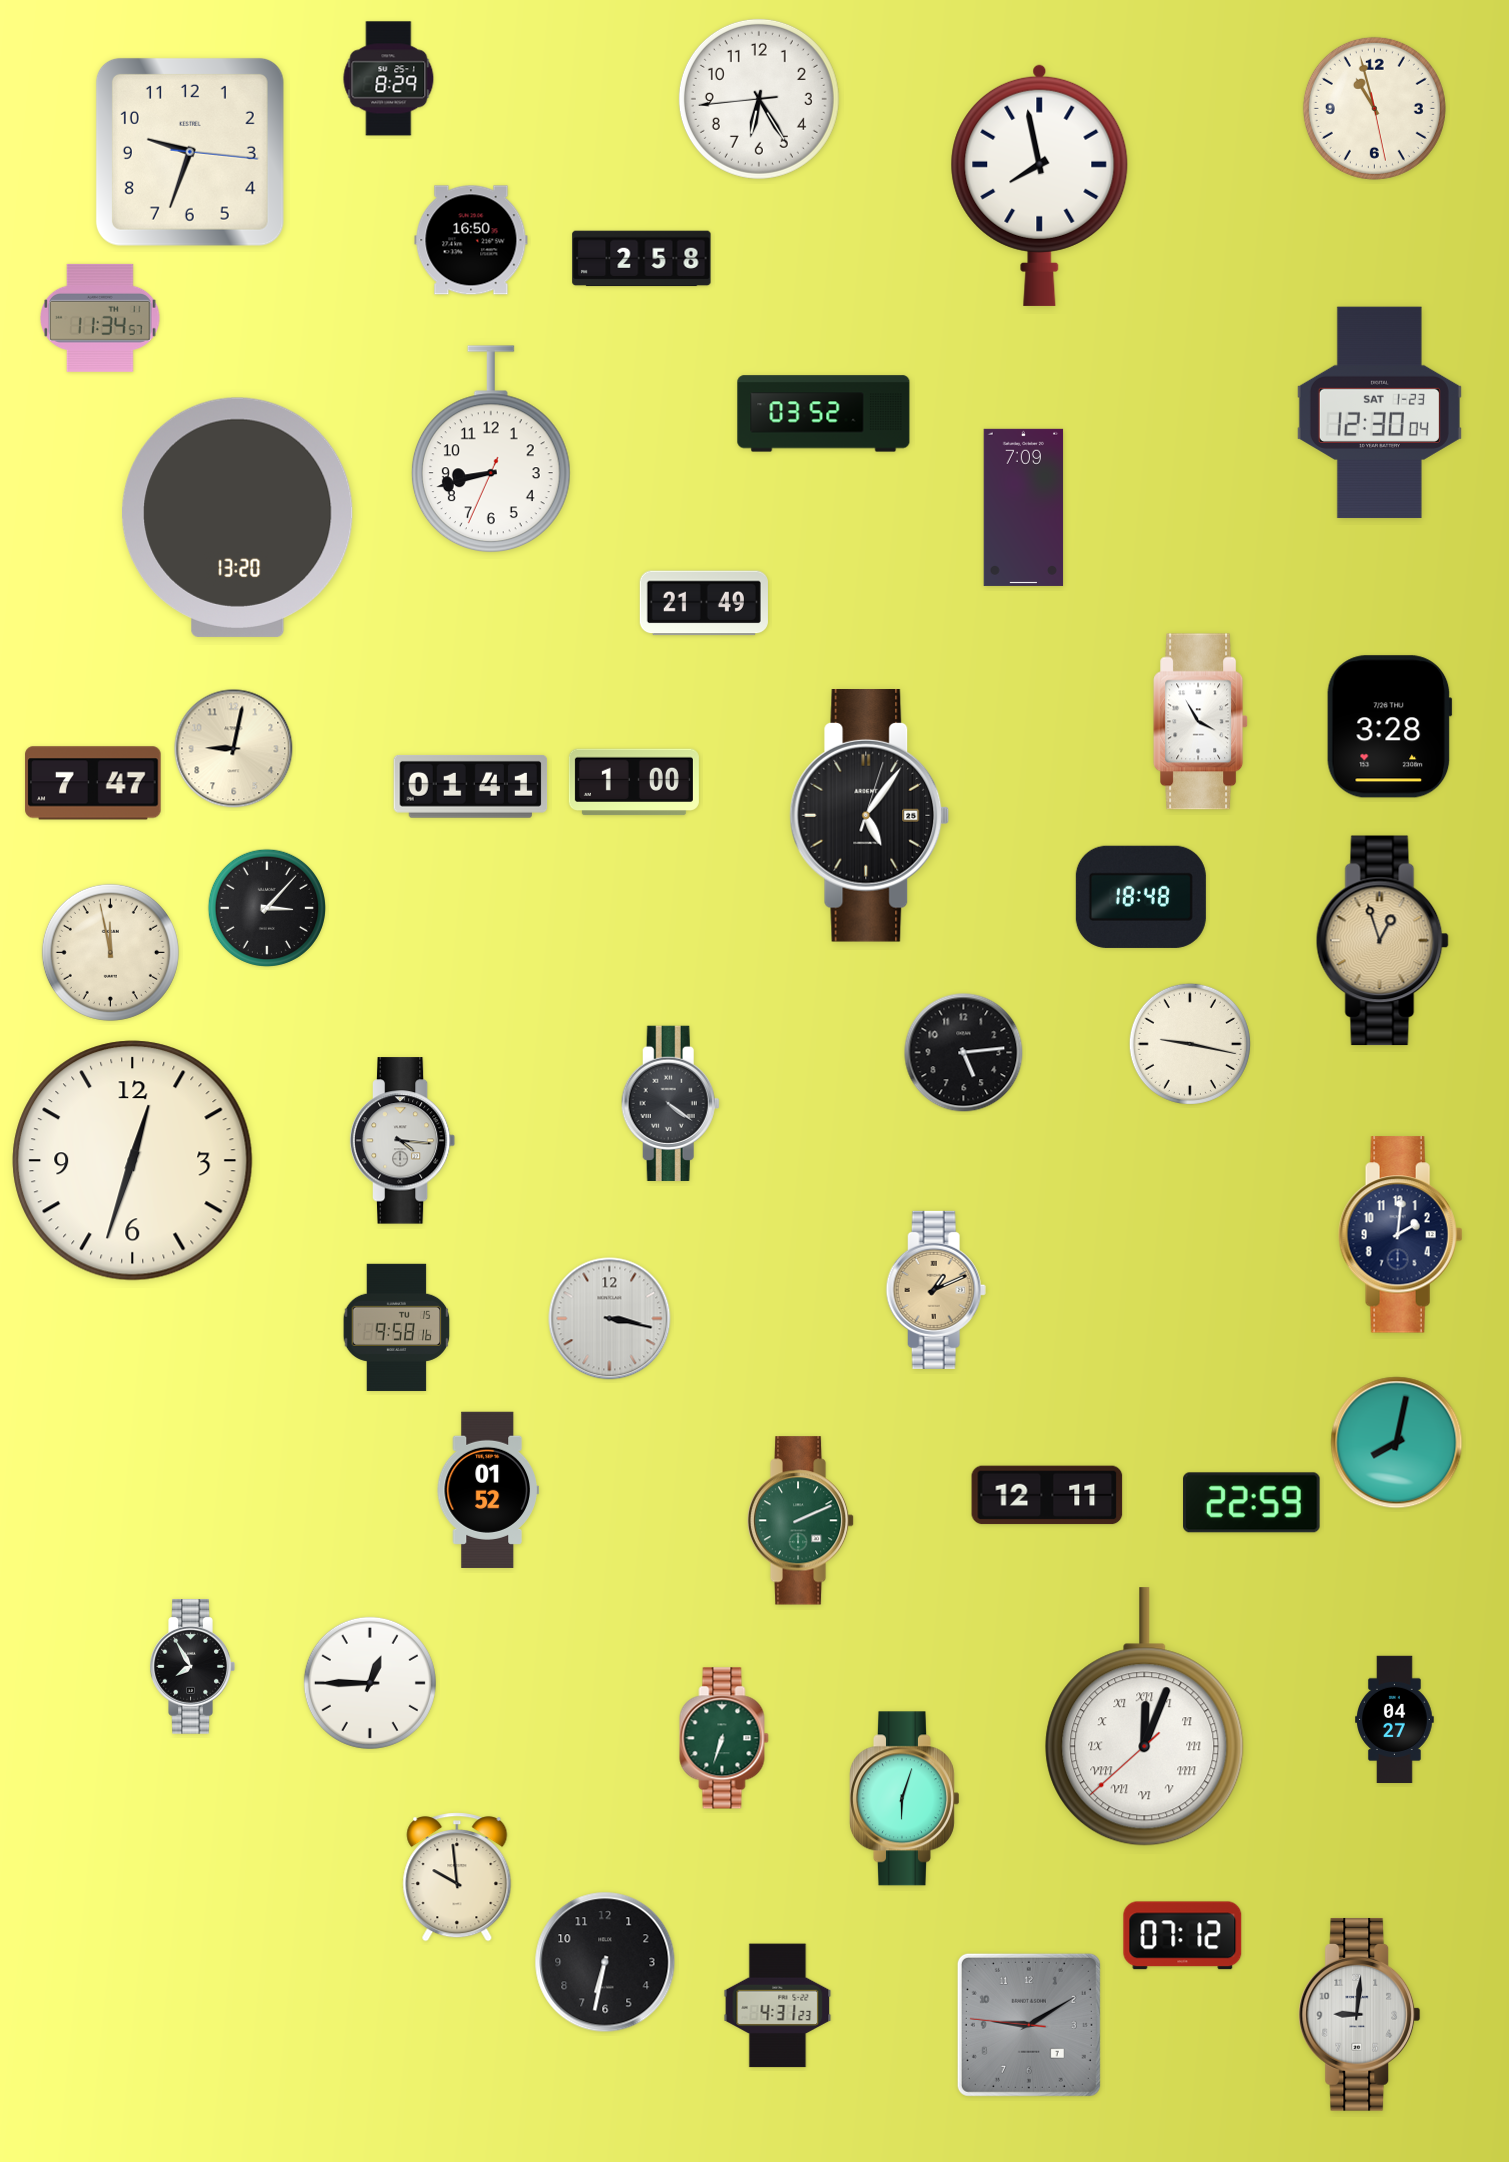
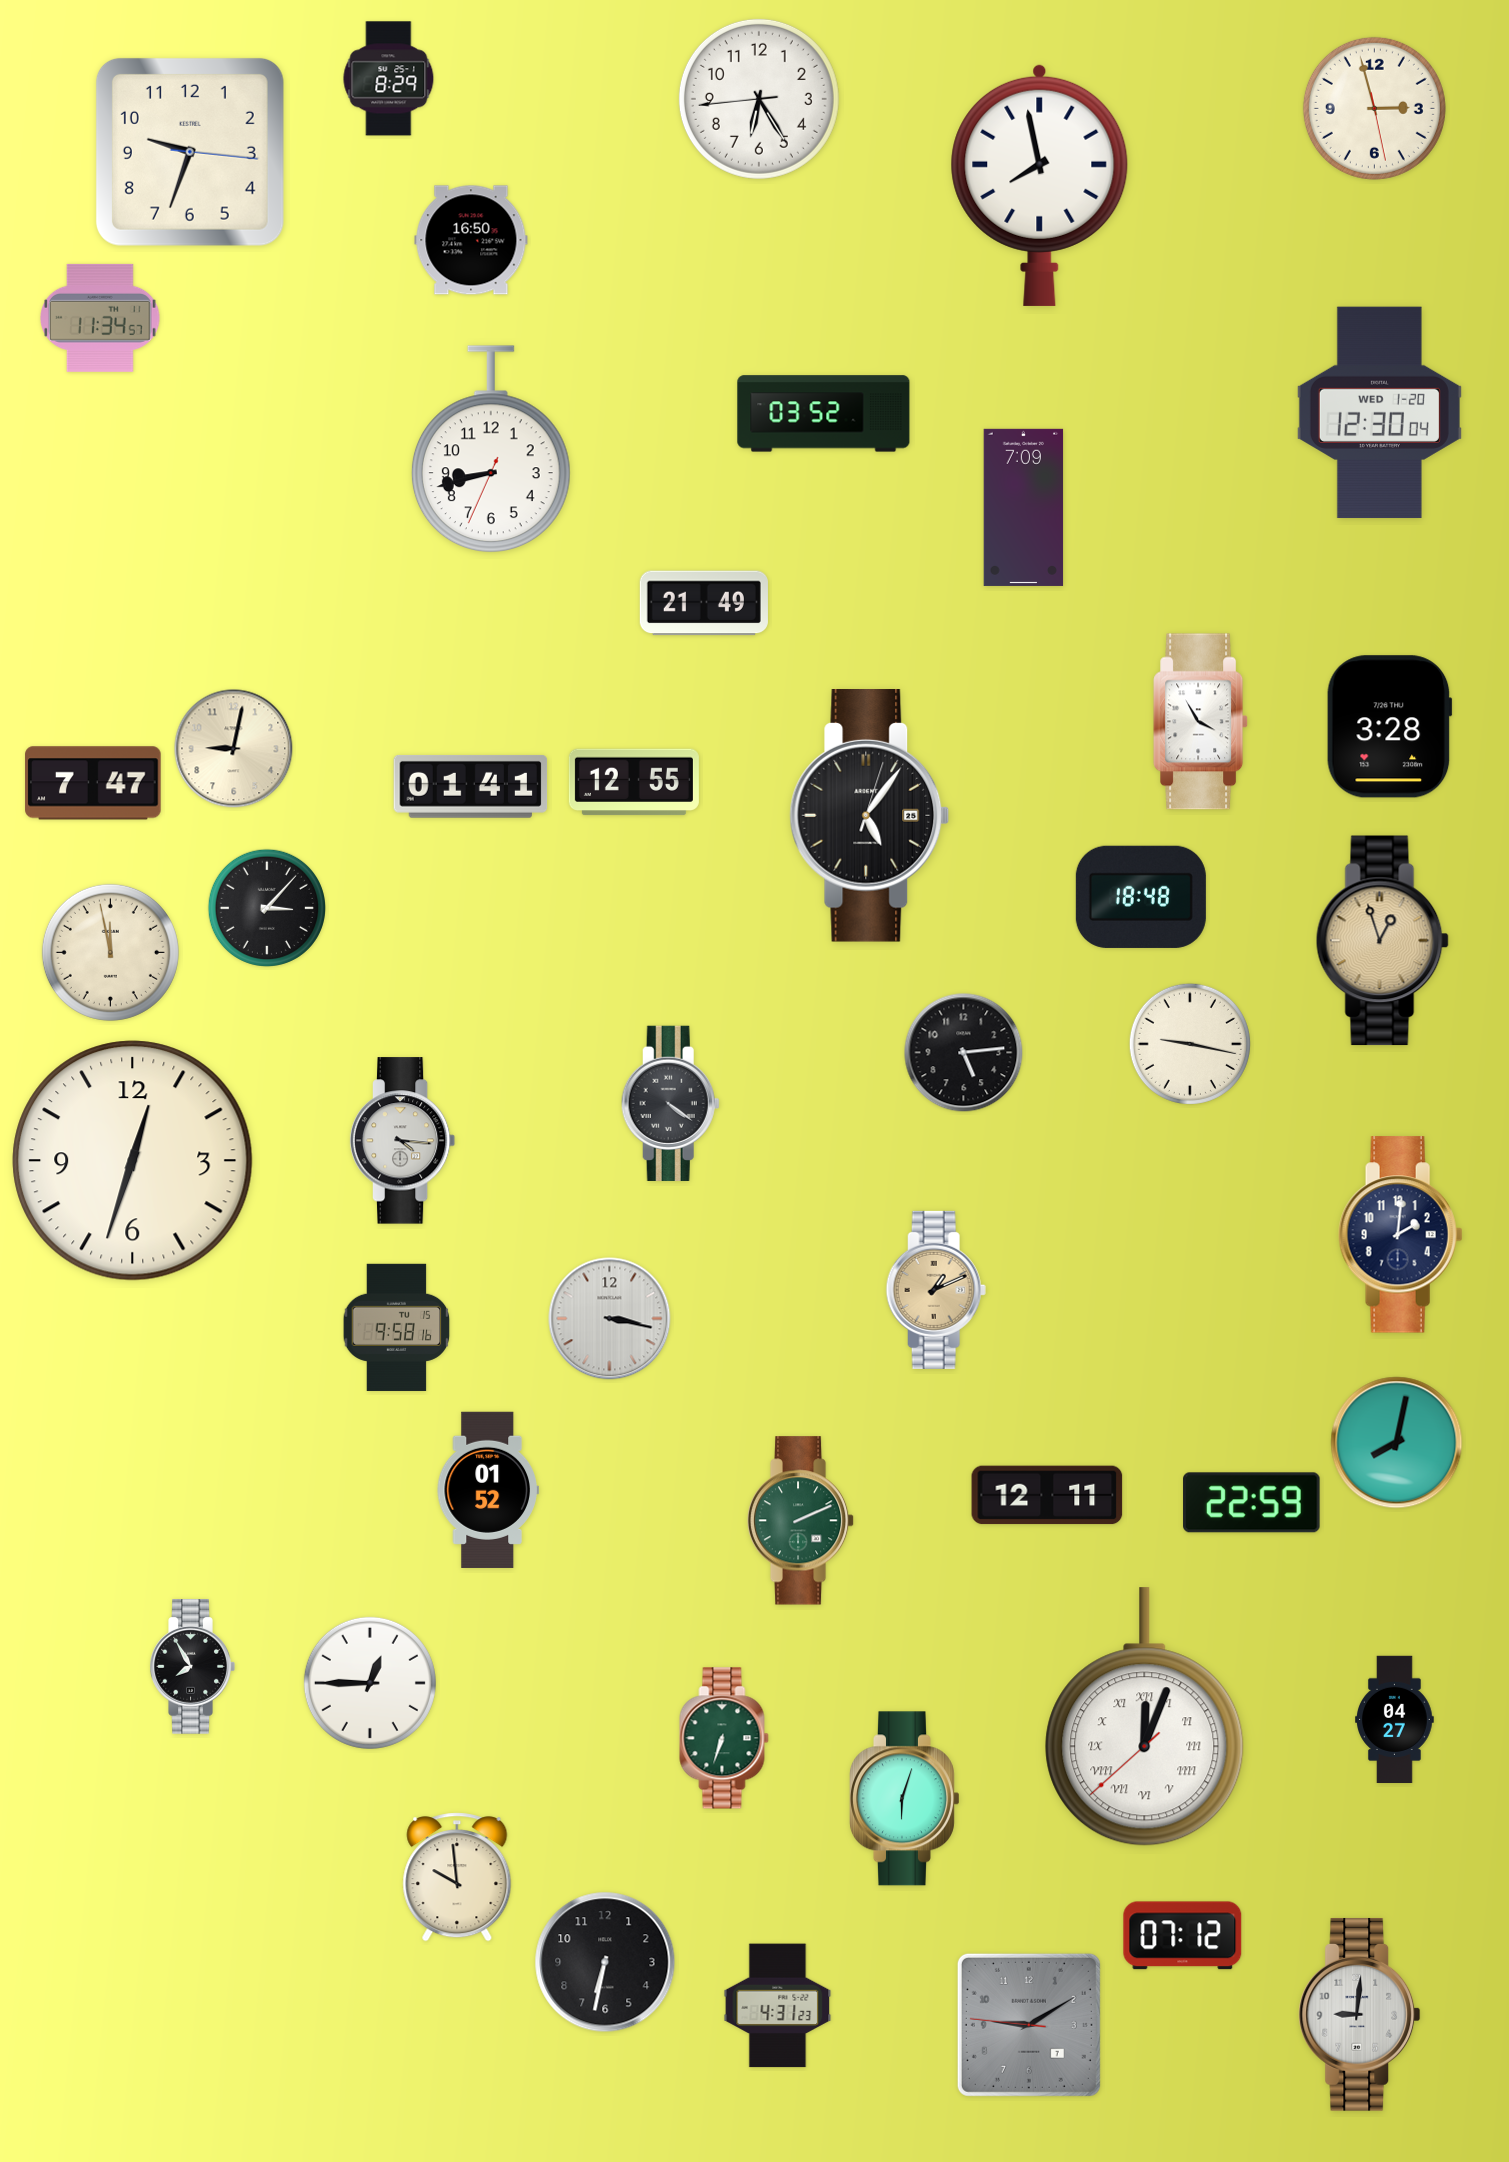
clock at (1374, 108): 10:57 -> 2:57
clock at (642, 259): 2:58 -> none
clock at (1379, 413) date: SAT 1-23 -> WED 1-20
clock at (238, 517): 13:20 -> none
clock at (634, 782): 1:00 -> 12:55
